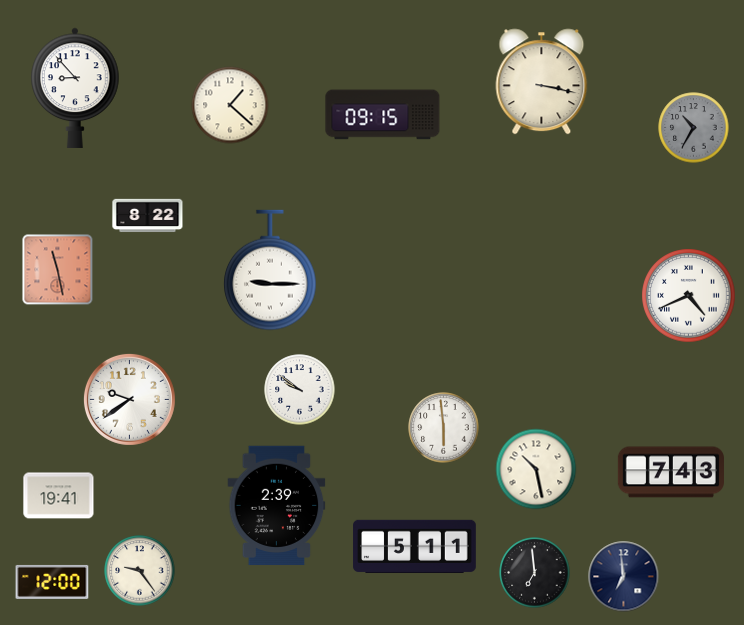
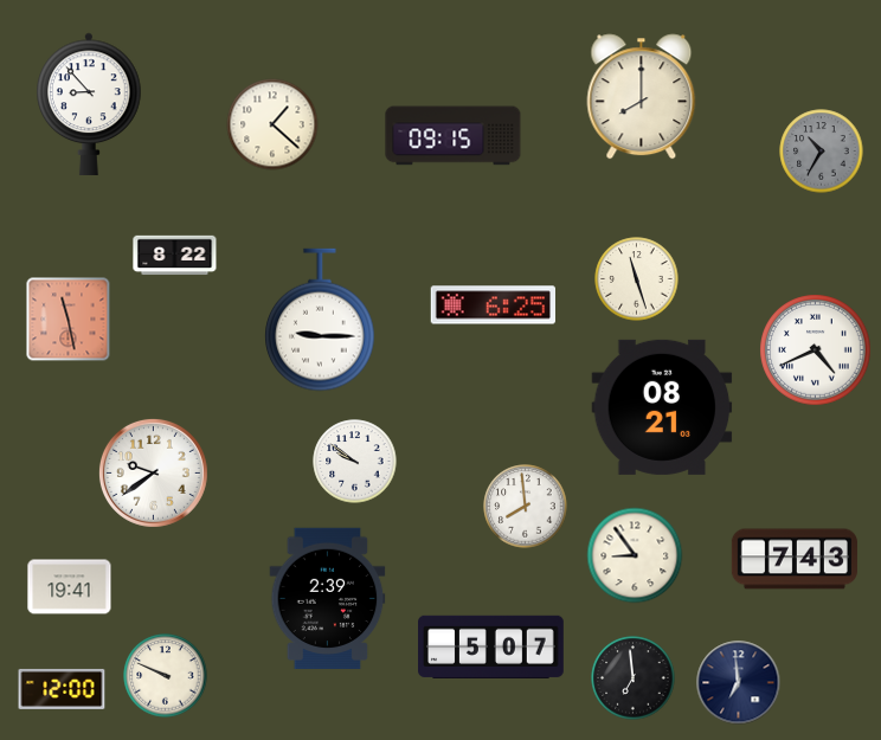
clock at (542, 82): 3:17 -> 8:00
clock at (637, 279): none -> 11:27
clock at (493, 305): none -> 6:25
clock at (662, 407): none -> 08:21
clock at (444, 428): 5:59 -> 7:59
clock at (536, 469): 10:28 -> 8:54
clock at (415, 547): 5:11 -> 5:07
clock at (140, 571): 9:24 -> 9:49
